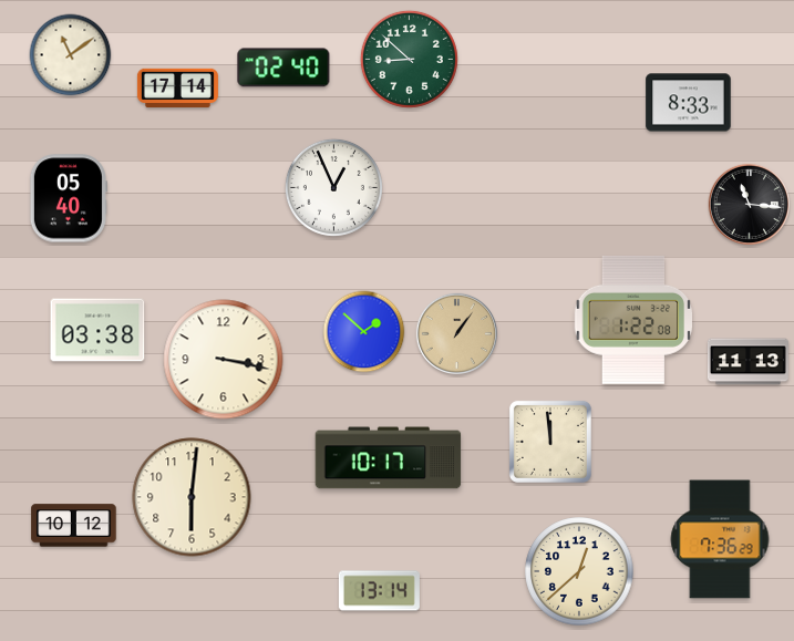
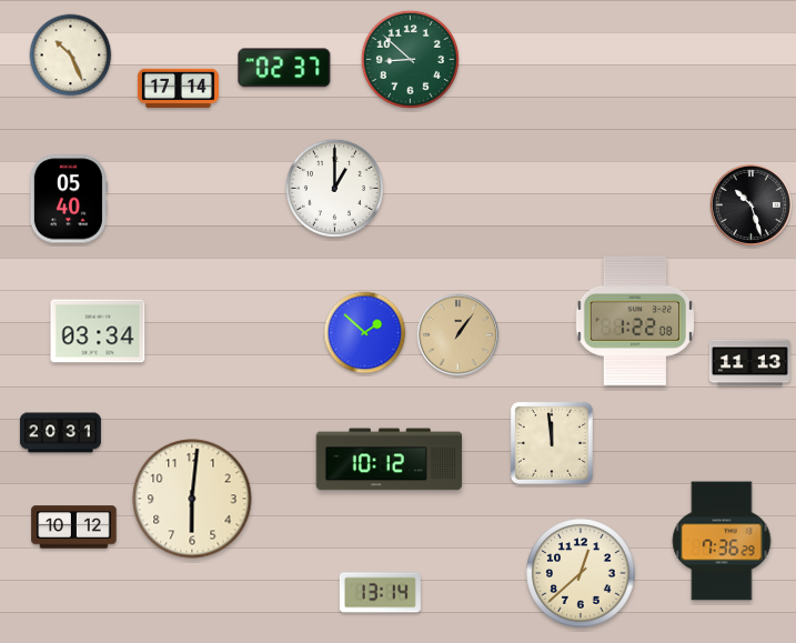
clock at (71, 55): 11:09 -> 10:26
clock at (283, 68): 02:40 -> 02:37
clock at (689, 103): 8:33 -> none
clock at (333, 187): 12:56 -> 1:00
clock at (749, 204): 11:16 -> 10:27
clock at (97, 330): 03:38 -> 03:34
clock at (224, 360): 3:17 -> none
clock at (60, 433): none -> 20:31
clock at (389, 458): 10:17 -> 10:12
